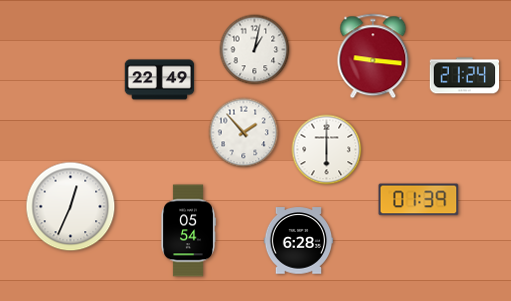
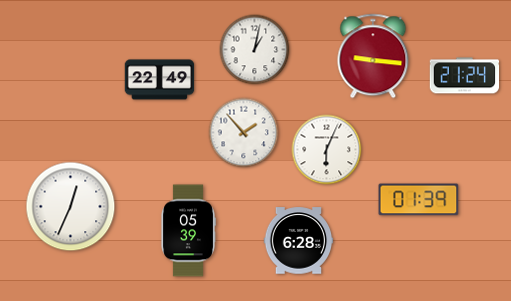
clock at (327, 150): 6:00 -> 6:04
clock at (188, 231): 05:54 -> 05:39
